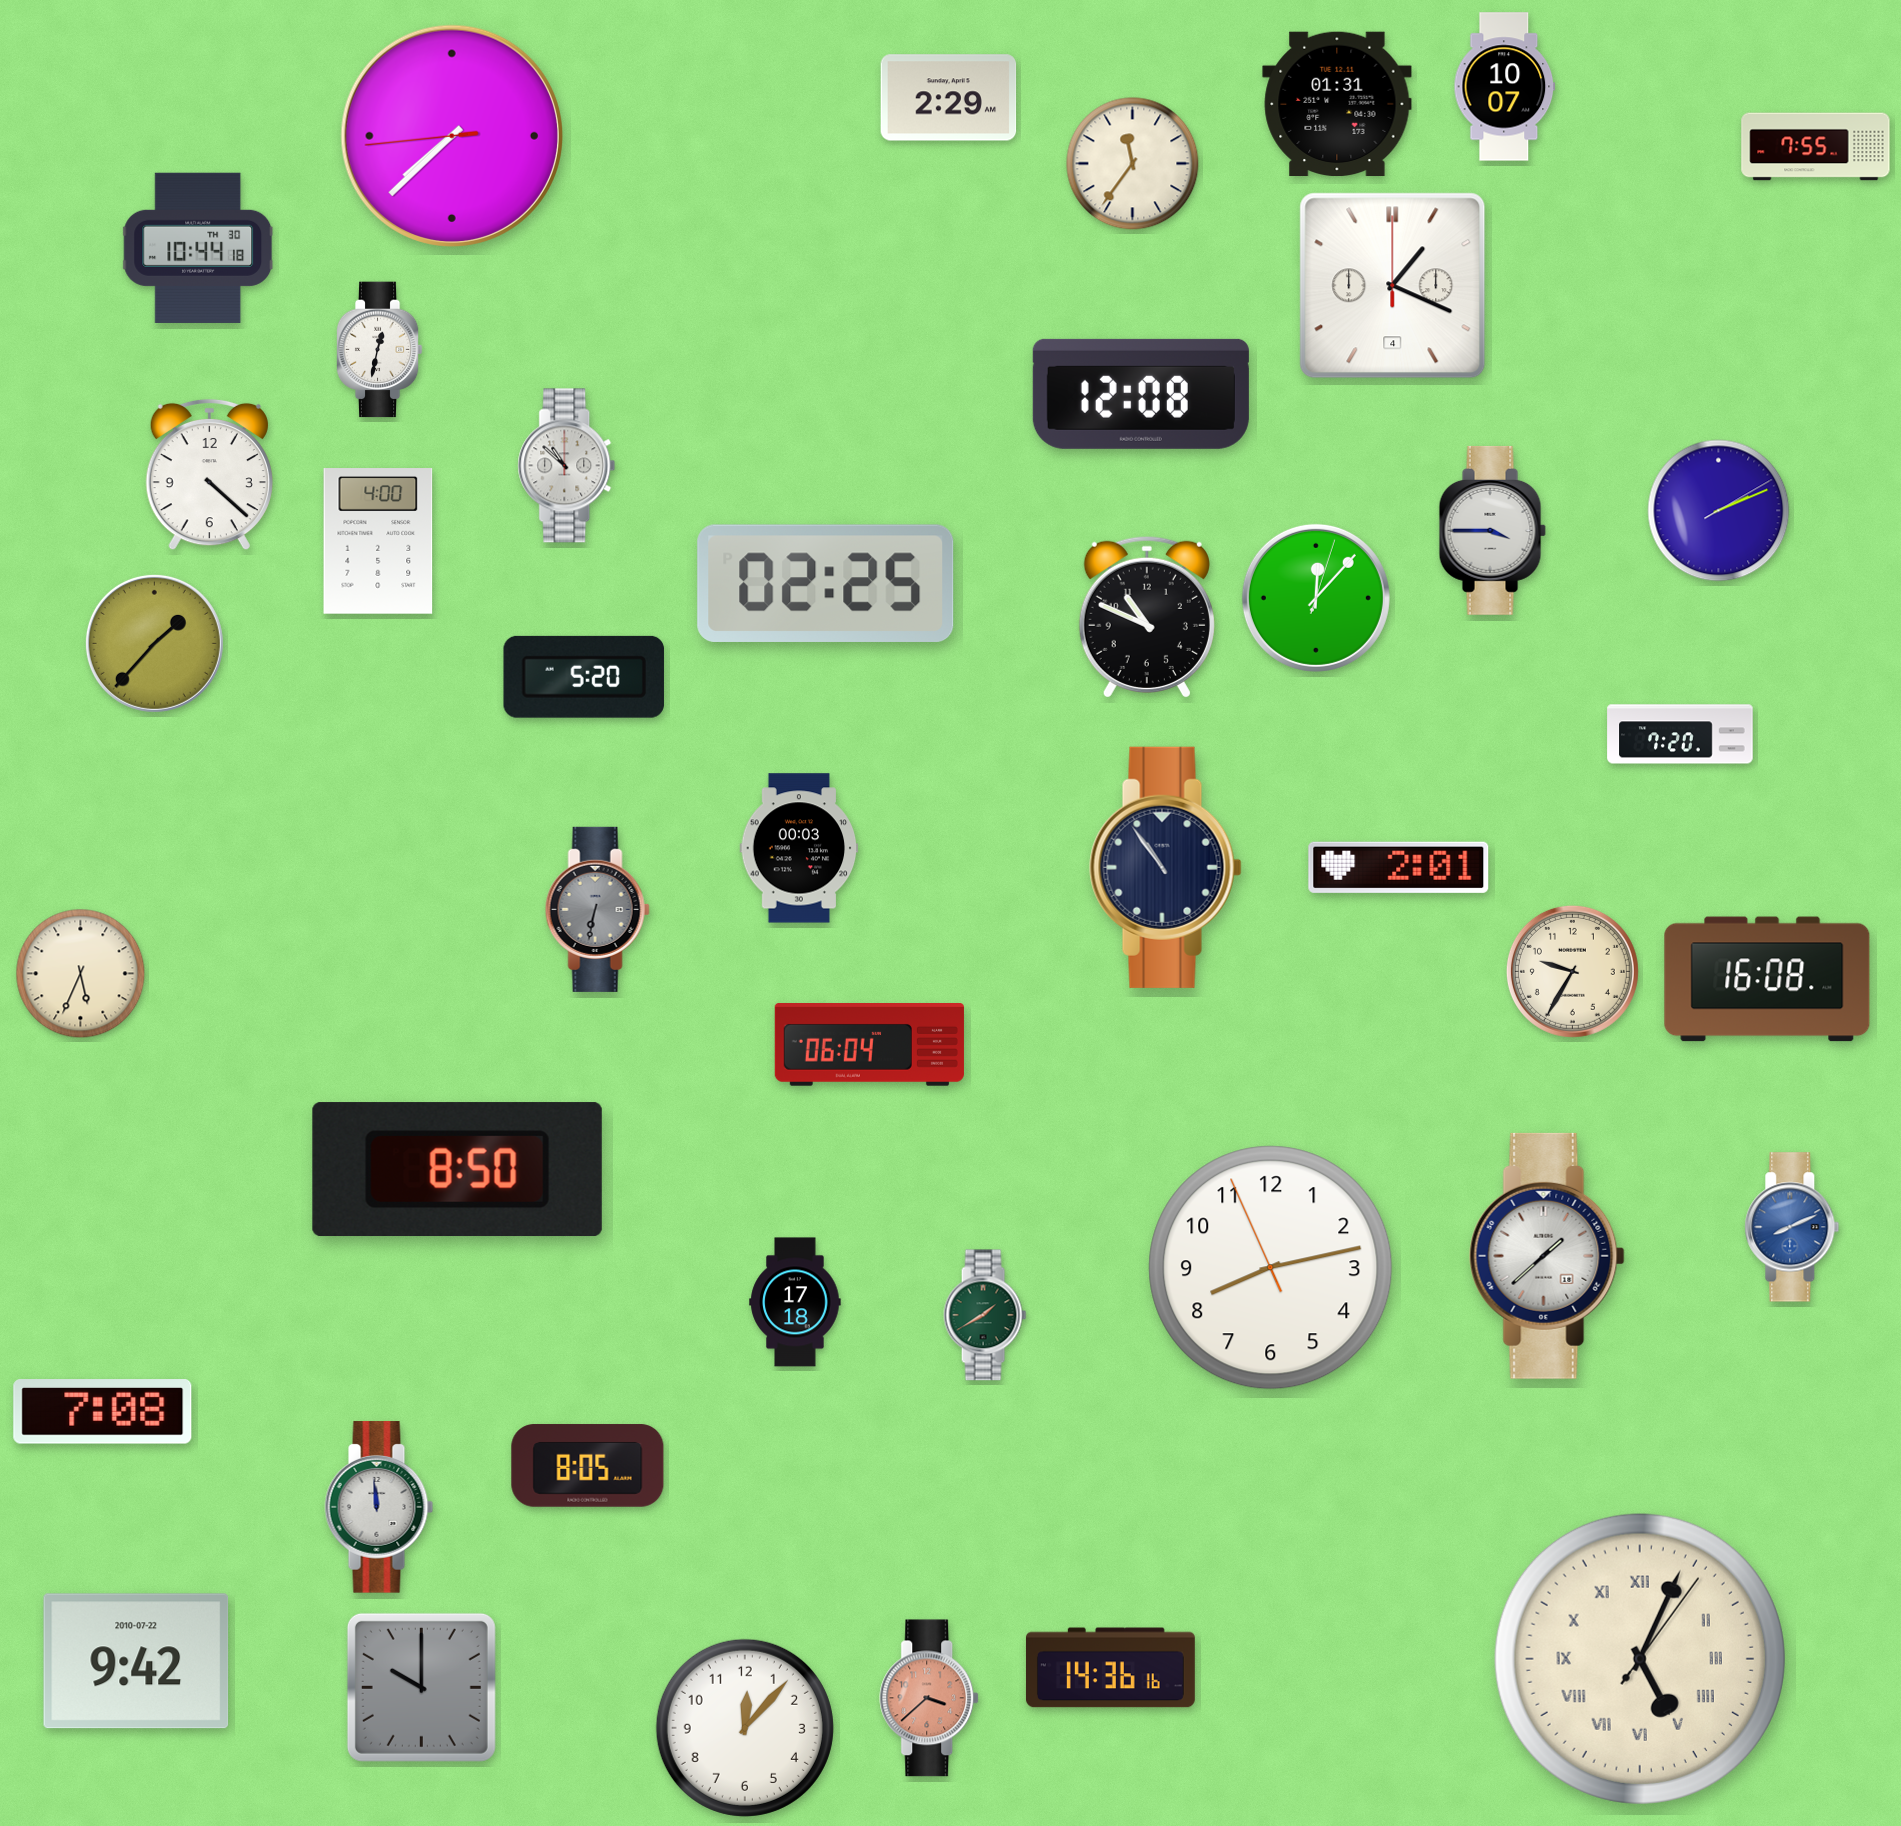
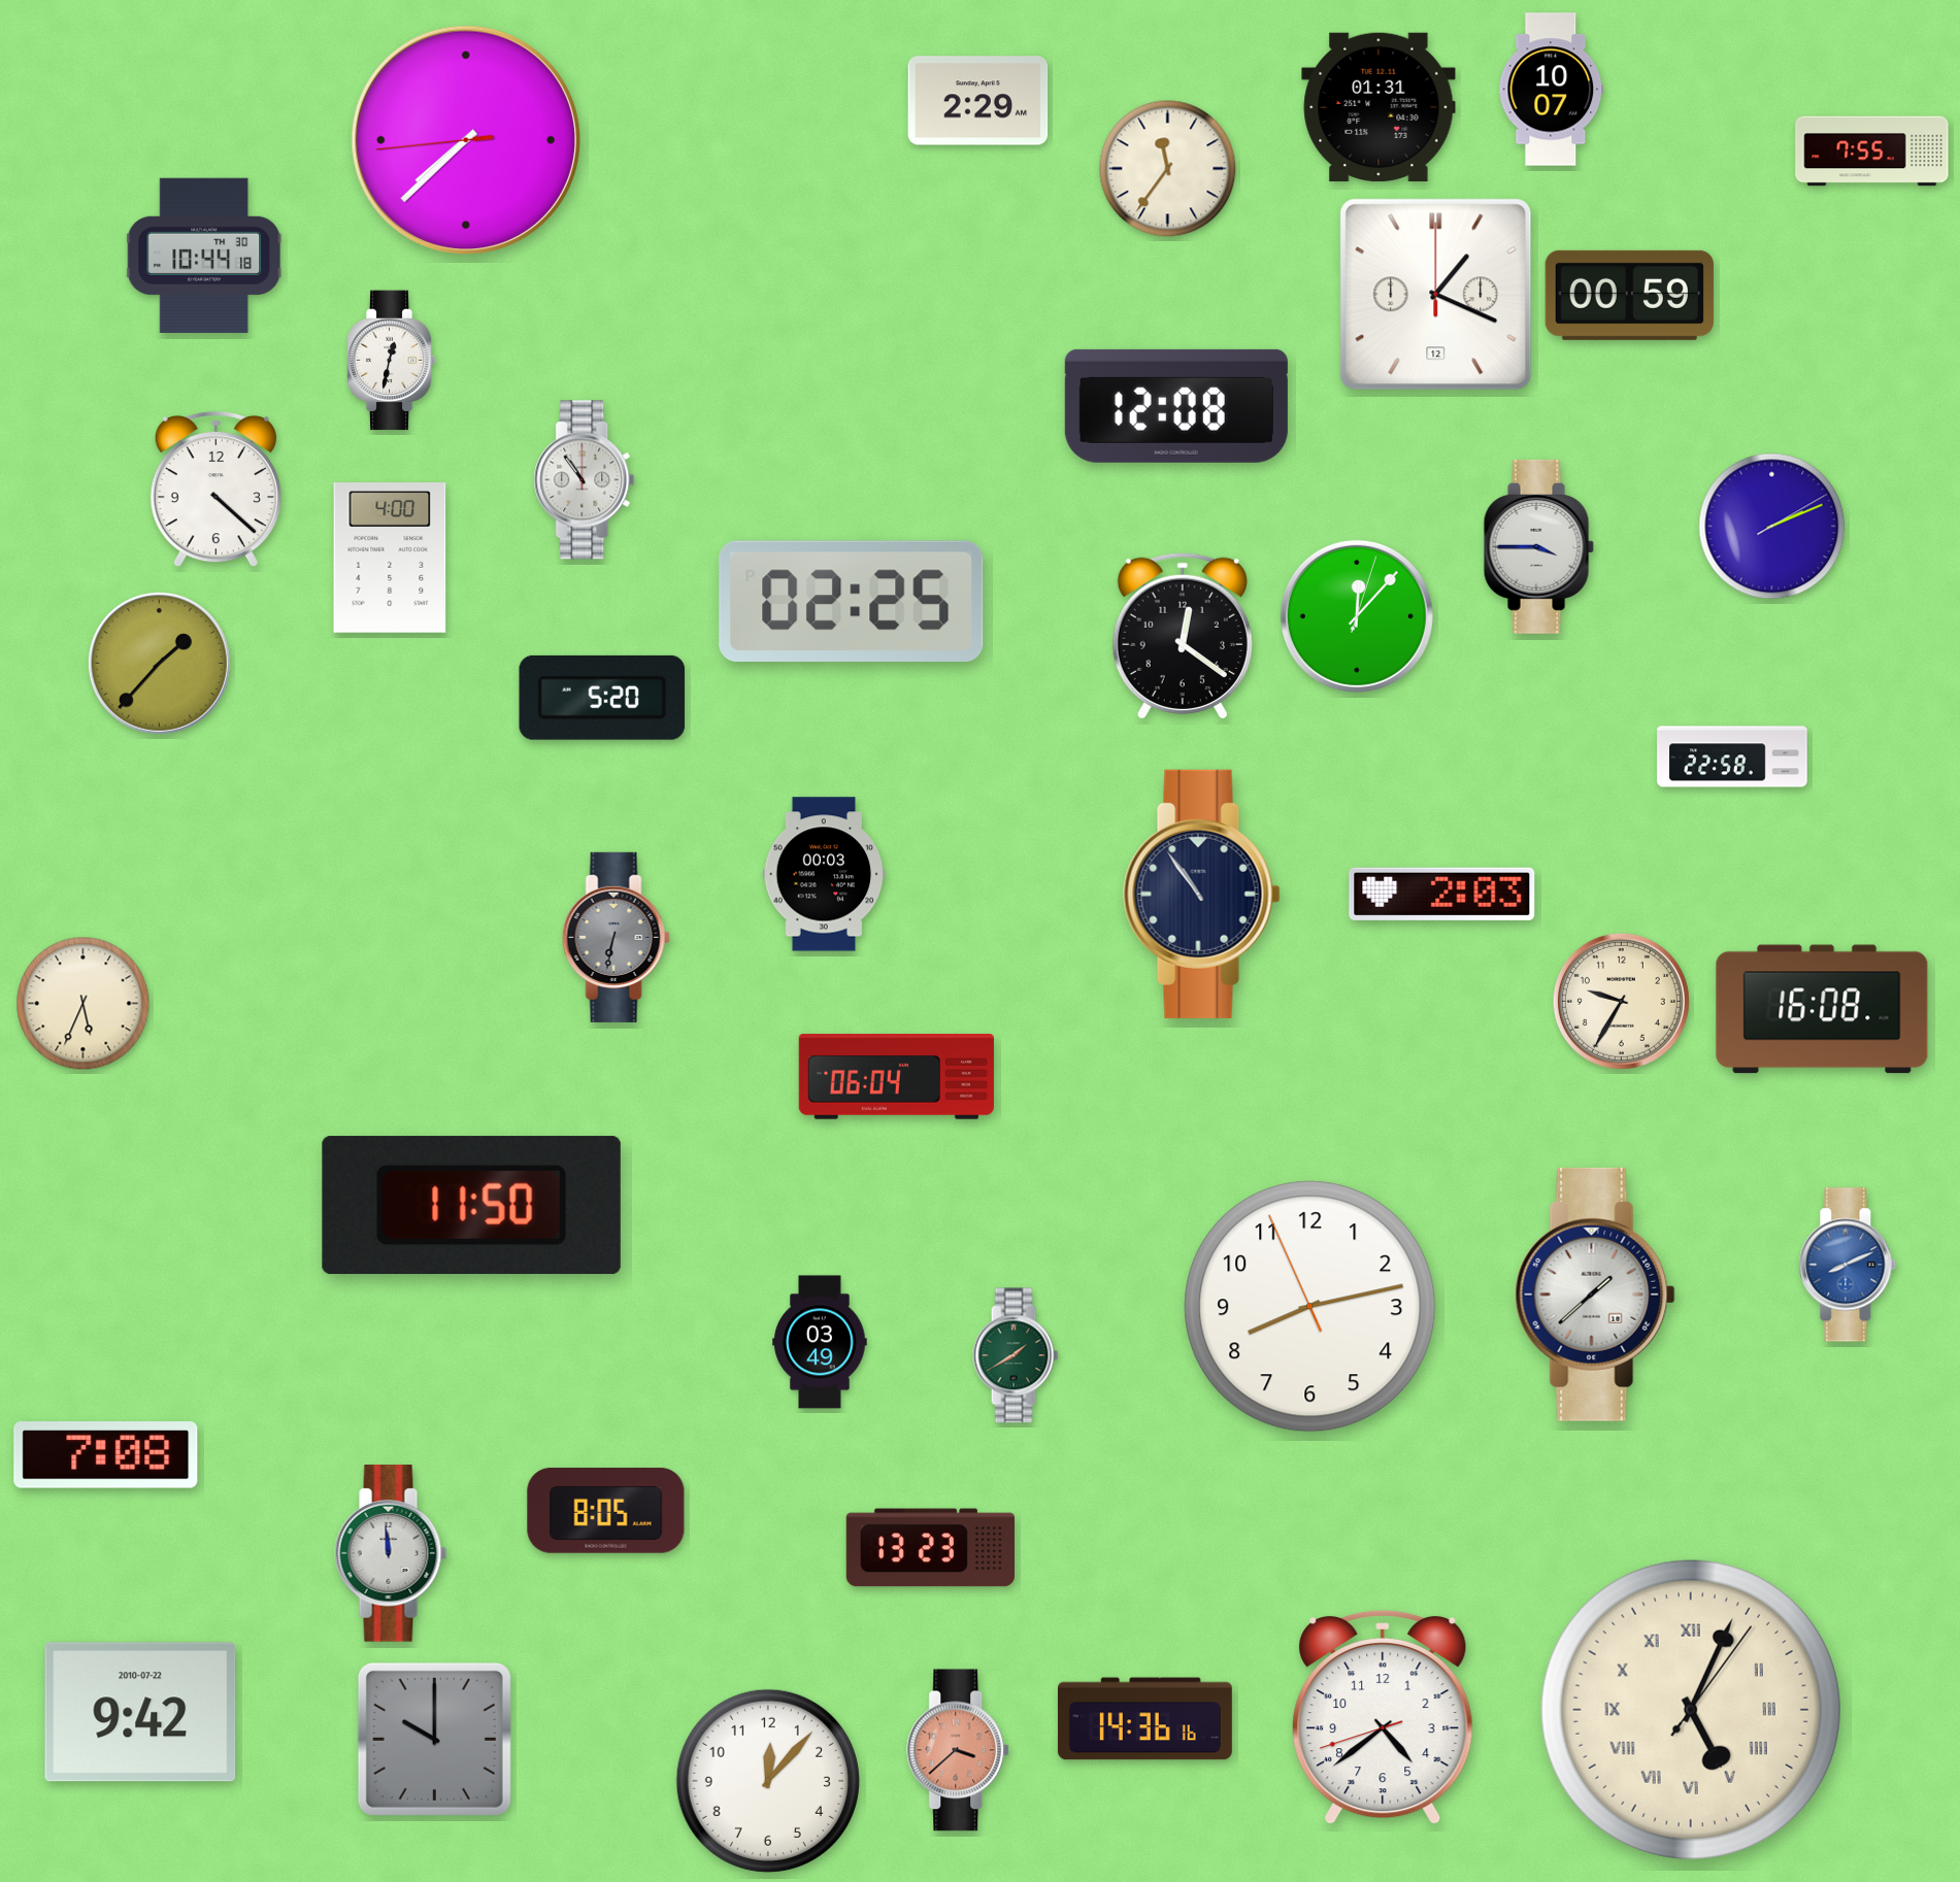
clock at (1393, 286) date: 4 -> 12
clock at (1629, 295): none -> 00:59
clock at (567, 466): 10:52 -> 10:54
clock at (1147, 617): 10:49 -> 12:21
clock at (1680, 734): 7:20 -> 22:58
clock at (1399, 867): 2:01 -> 2:03
clock at (457, 1170): 8:50 -> 11:50
clock at (795, 1302): 17:18 -> 03:49
clock at (930, 1548): none -> 13:23
clock at (1383, 1717): none -> 4:38
